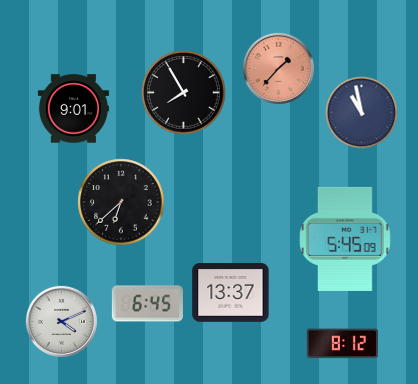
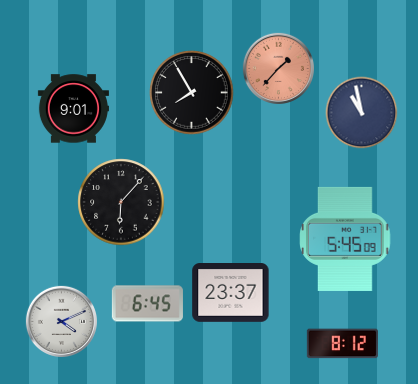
clock at (184, 93) position: (184, 93) -> (192, 93)
clock at (121, 202): 6:38 -> 6:07
clock at (231, 293): 13:37 -> 23:37
